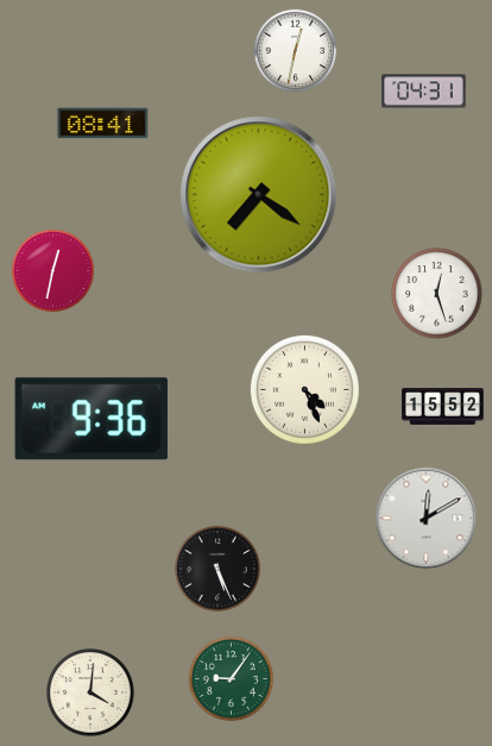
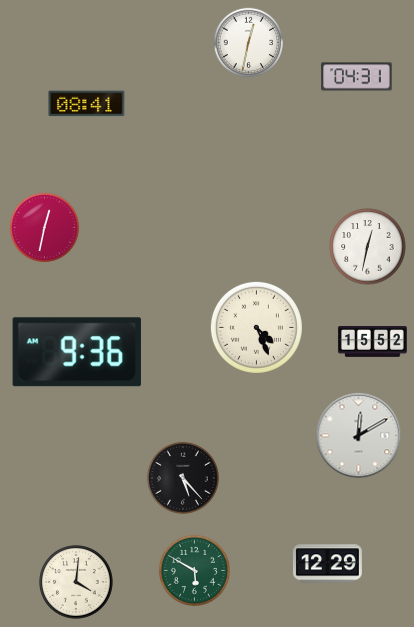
clock at (259, 195): 7:21 -> none
clock at (437, 294): 12:27 -> 12:32
clock at (217, 569): 5:26 -> 5:23
clock at (327, 564): none -> 12:29
clock at (231, 678): 9:06 -> 5:50
